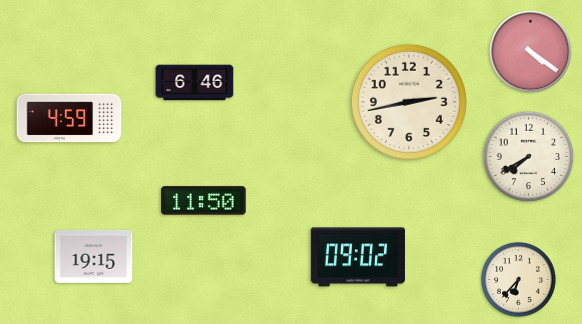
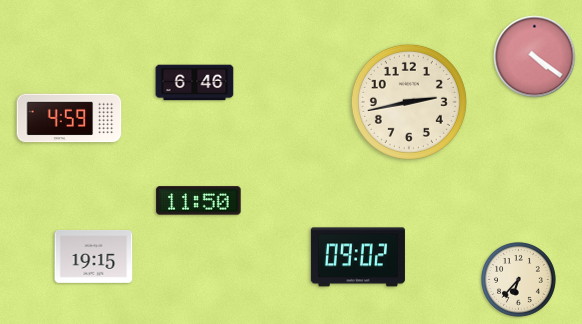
clock at (531, 52) position: (531, 52) -> (535, 57)
clock at (529, 157): 7:40 -> none
clock at (204, 201) position: (204, 201) -> (199, 201)
